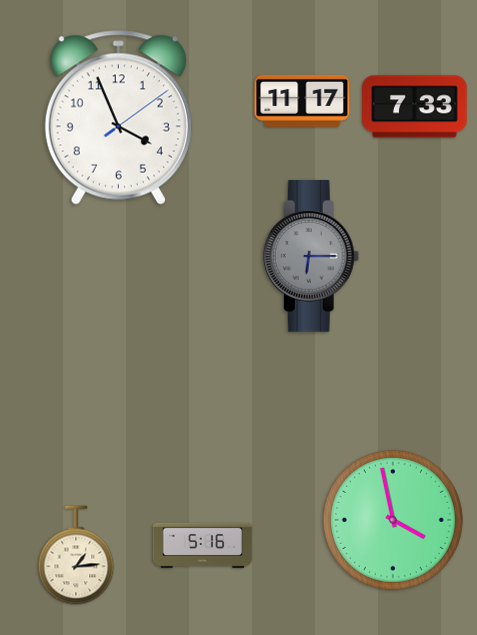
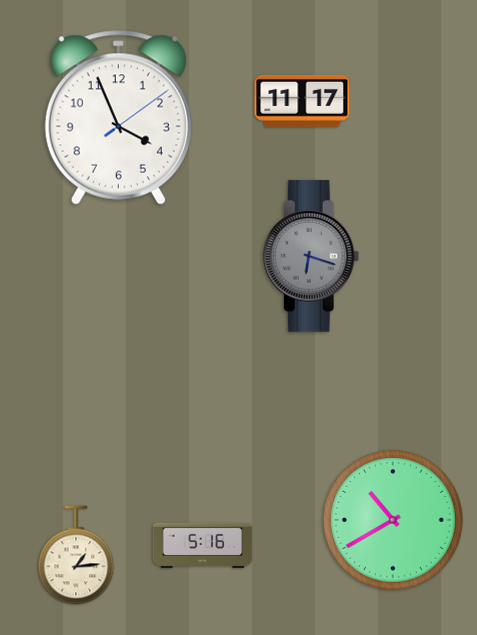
clock at (415, 107): 7:33 -> none
clock at (311, 256): 6:15 -> 6:18
clock at (393, 520): 3:58 -> 10:40
